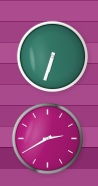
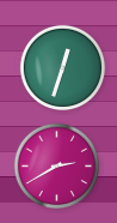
clock at (53, 57): 6:33 -> 12:33
